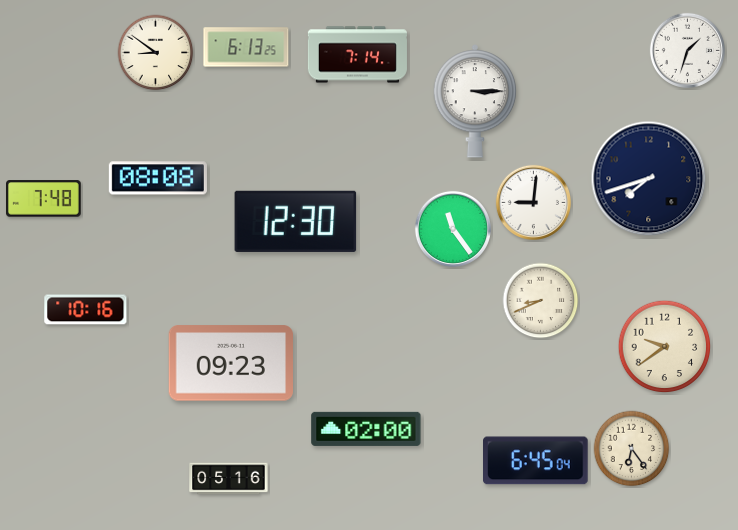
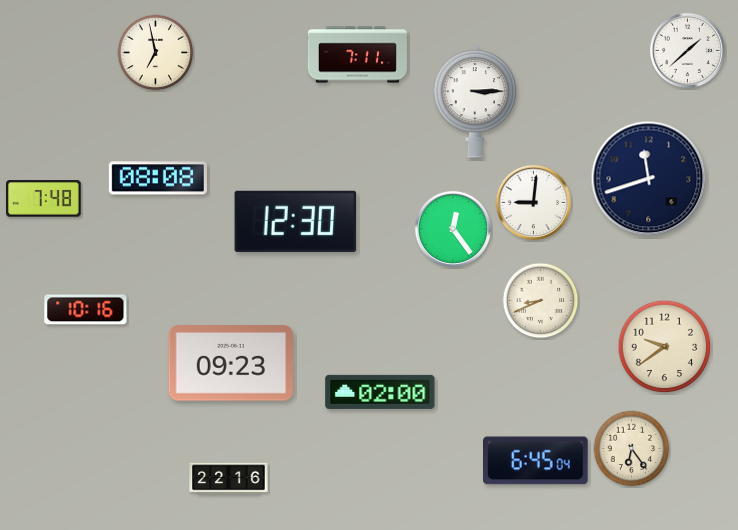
clock at (246, 47): 6:13 -> none
clock at (687, 50): 1:33 -> 1:38
clock at (156, 53): 8:51 -> 6:58
clock at (357, 55): 7:14 -> 7:11
clock at (649, 179): 7:42 -> 11:42
clock at (453, 229): 11:24 -> 12:24
clock at (366, 429) position: (366, 429) -> (380, 392)
clock at (229, 479): 05:16 -> 22:16
